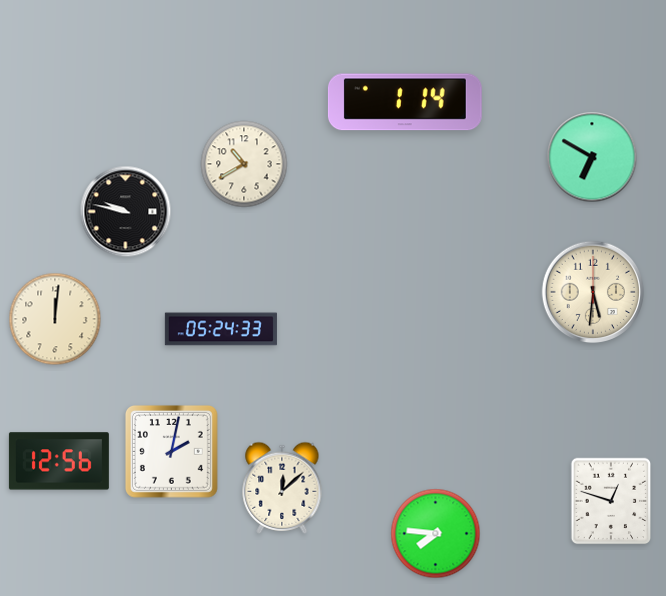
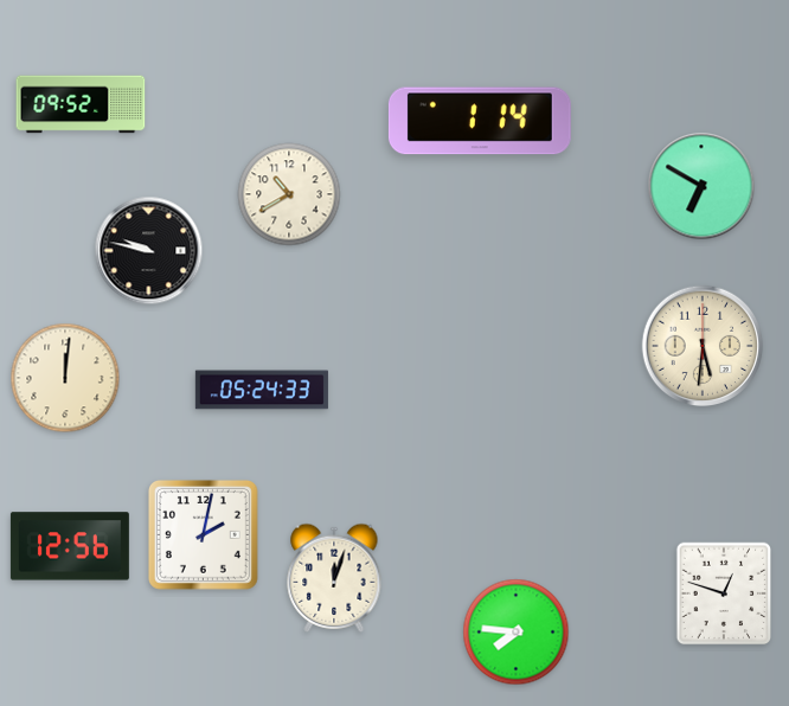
clock at (81, 104): none -> 09:52
clock at (282, 488): 12:08 -> 12:03
